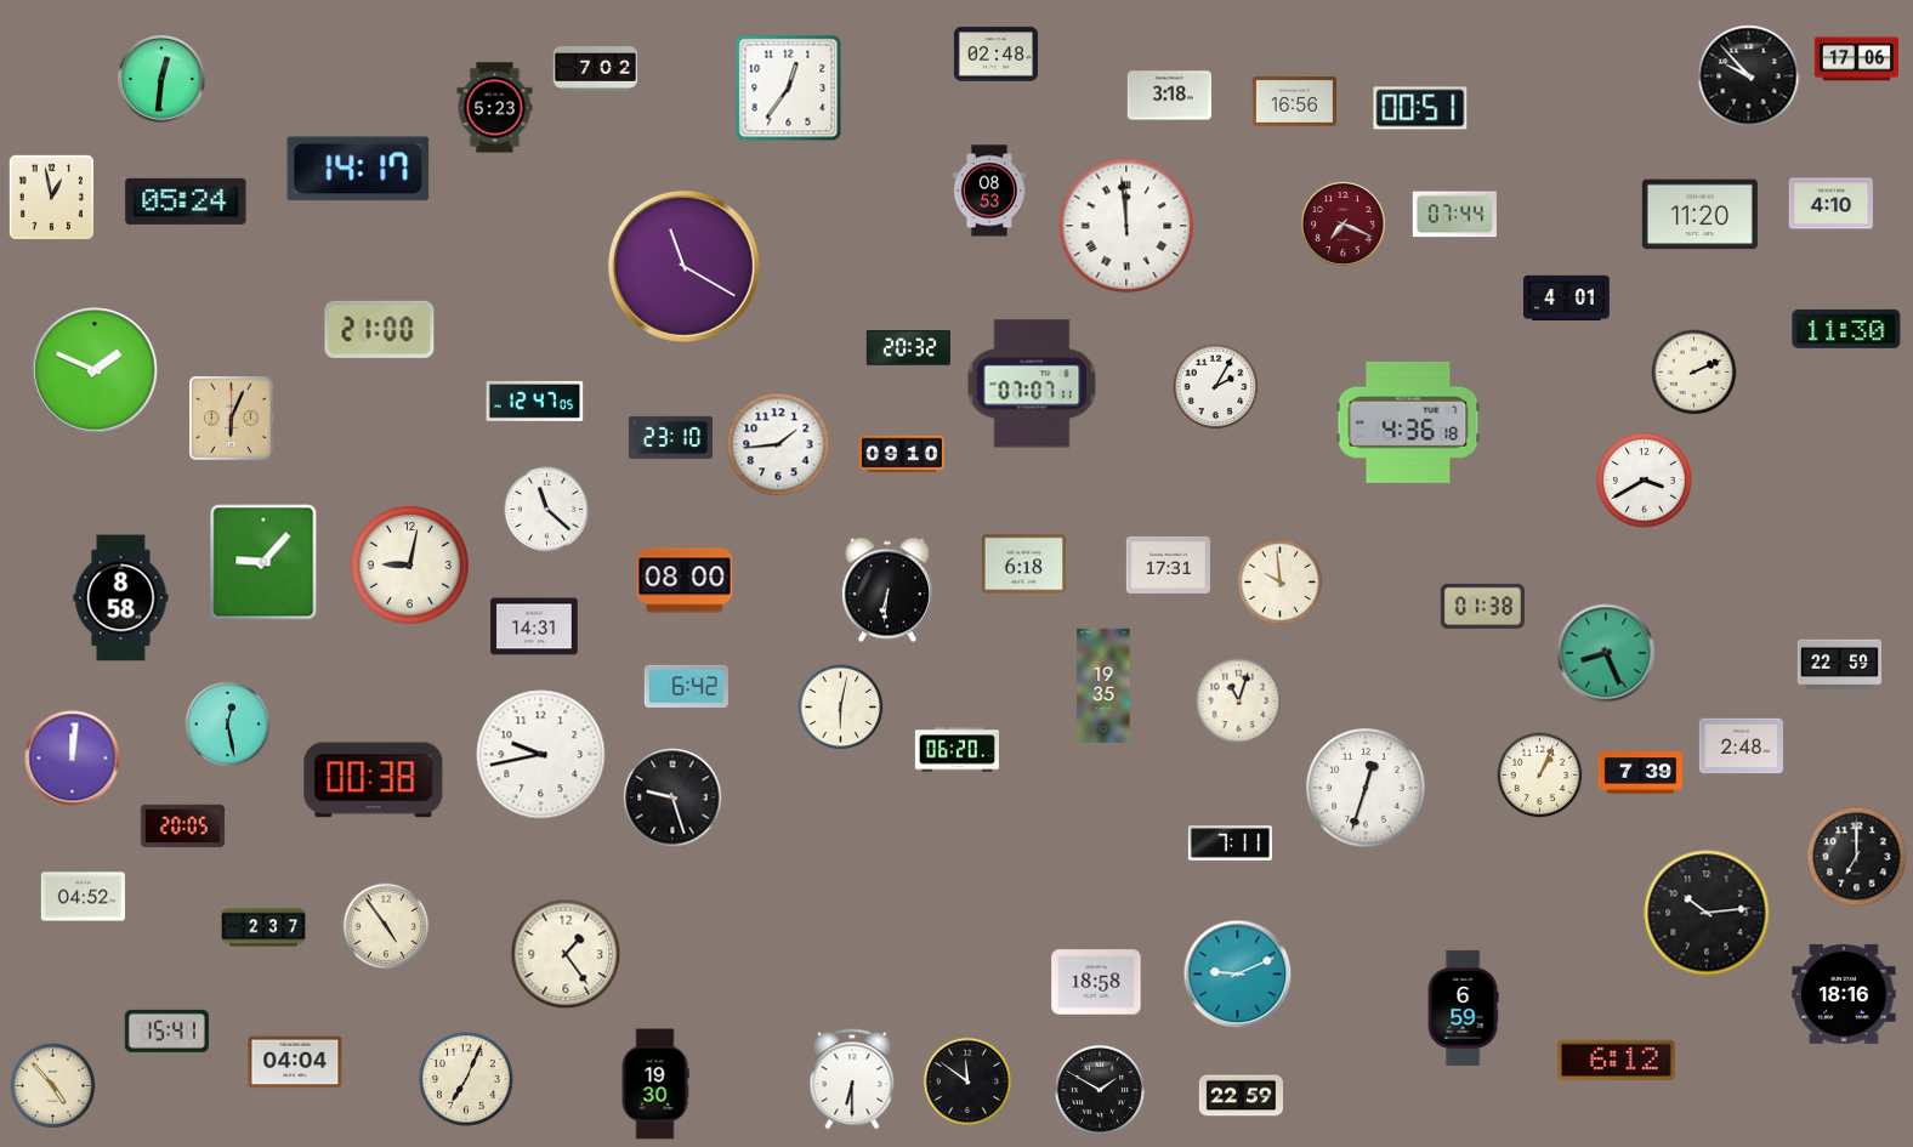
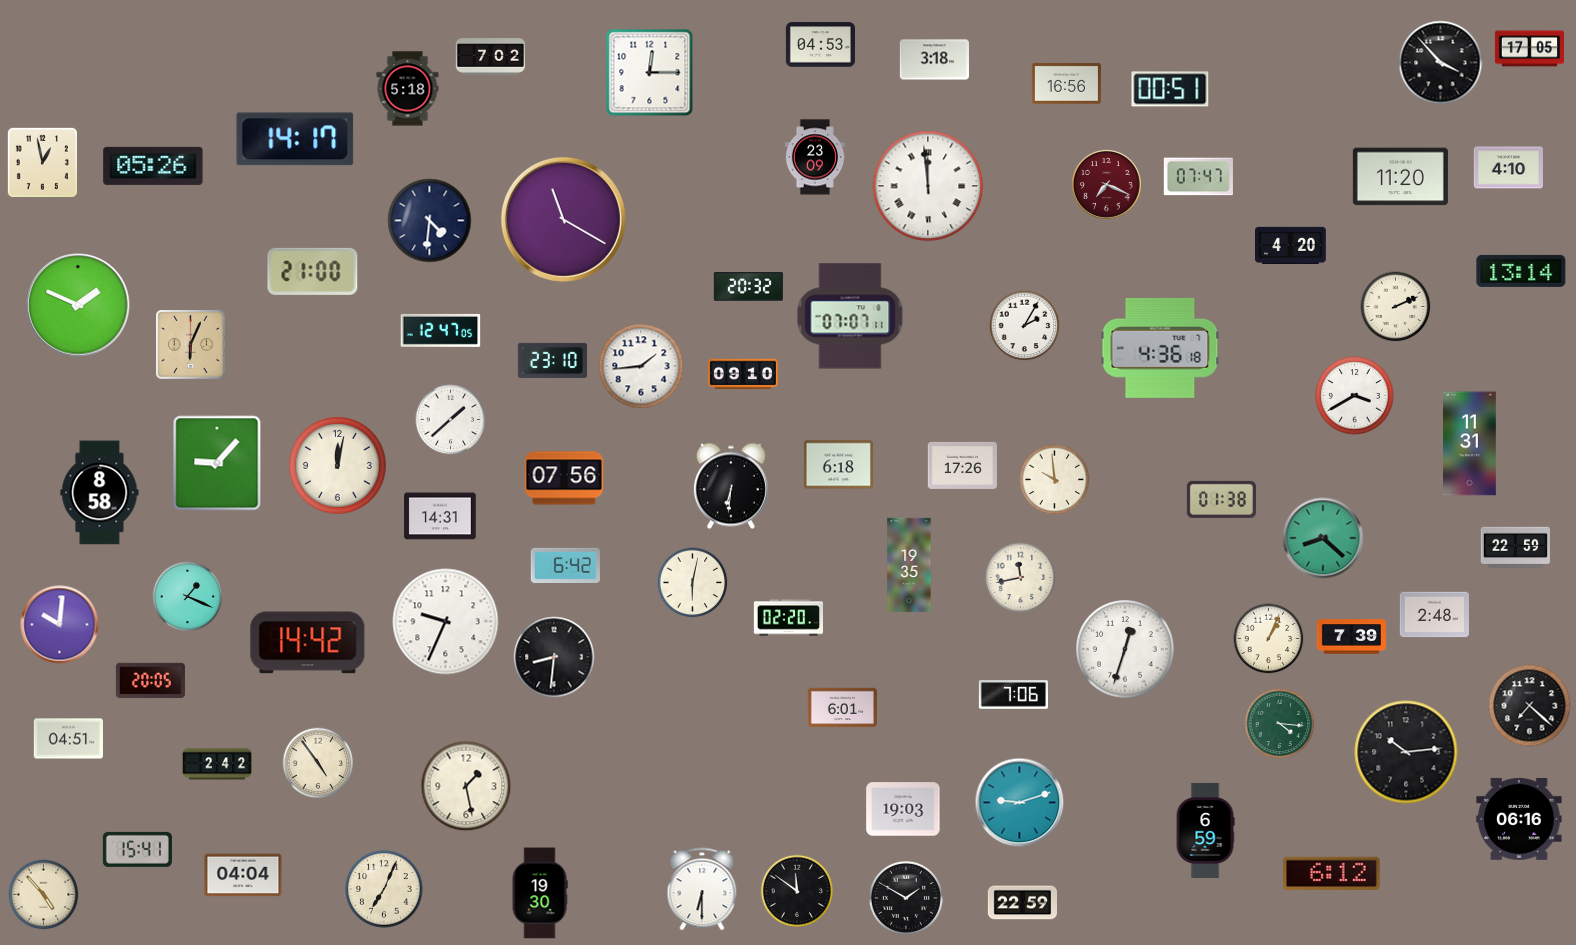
clock at (995, 55): 02:48 -> 04:53
clock at (1856, 59): 17:06 -> 17:05
clock at (1749, 76): 9:53 -> 3:53
clock at (161, 79): 12:31 -> none
clock at (789, 89): 12:36 -> 12:15
clock at (1169, 96) position: (1169, 96) -> (934, 60)
clock at (495, 108): 5:23 -> 5:18
clock at (989, 191): 08:53 -> 23:09
clock at (186, 201): 05:24 -> 05:26
clock at (1454, 215): 07:44 -> 07:47
clock at (430, 221): none -> 4:31
clock at (1567, 297): 4:01 -> 4:20
clock at (1846, 329): 11:30 -> 13:14
clock at (1216, 387) position: (1216, 387) -> (1025, 326)
clock at (547, 510): 11:22 -> 1:38
clock at (1470, 444): none -> 11:31
clock at (1023, 564) position: (1023, 564) -> (838, 465)
clock at (1168, 564): 17:31 -> 17:26
clock at (410, 566): 9:02 -> 12:02
clock at (685, 580): 08:00 -> 07:56
clock at (1606, 653): 8:26 -> 8:22
clock at (1239, 702): 11:03 -> 11:43
clock at (228, 725): 12:28 -> 1:19
clock at (956, 750): 06:20 -> 02:20
clock at (541, 755): 9:43 -> 9:34
clock at (73, 759): 12:01 -> 10:01
clock at (374, 780): 00:38 -> 14:42
clock at (672, 797): 9:27 -> 8:31
clock at (1230, 844): 7:11 -> 7:06
clock at (1857, 857): 7:00 -> 7:22
clock at (842, 708): none -> 6:01
clock at (1280, 724): none -> 4:16
clock at (83, 897): 04:52 -> 04:51
clock at (263, 927): 2:37 -> 2:42
clock at (566, 954): 1:24 -> 1:28
clock at (1238, 975): 9:11 -> 9:12
clock at (1096, 982): 18:58 -> 19:03
clock at (1844, 994): 18:16 -> 06:16
